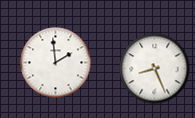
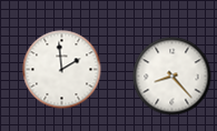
clock at (155, 69): 8:26 -> 8:23
